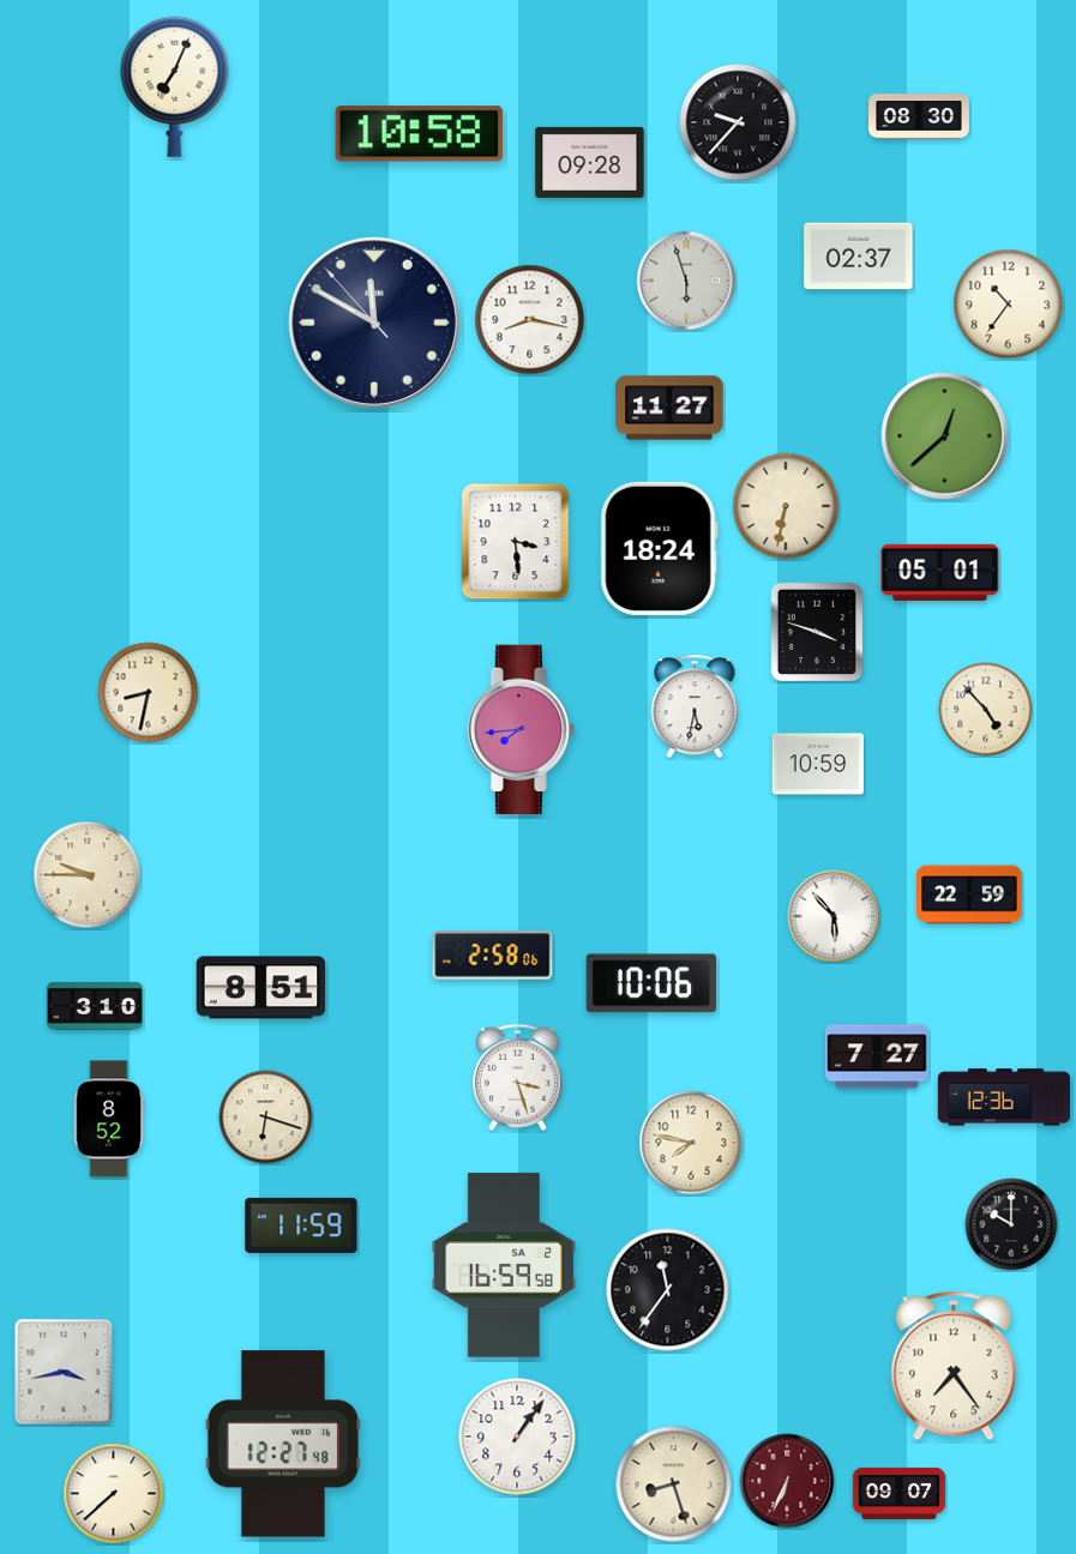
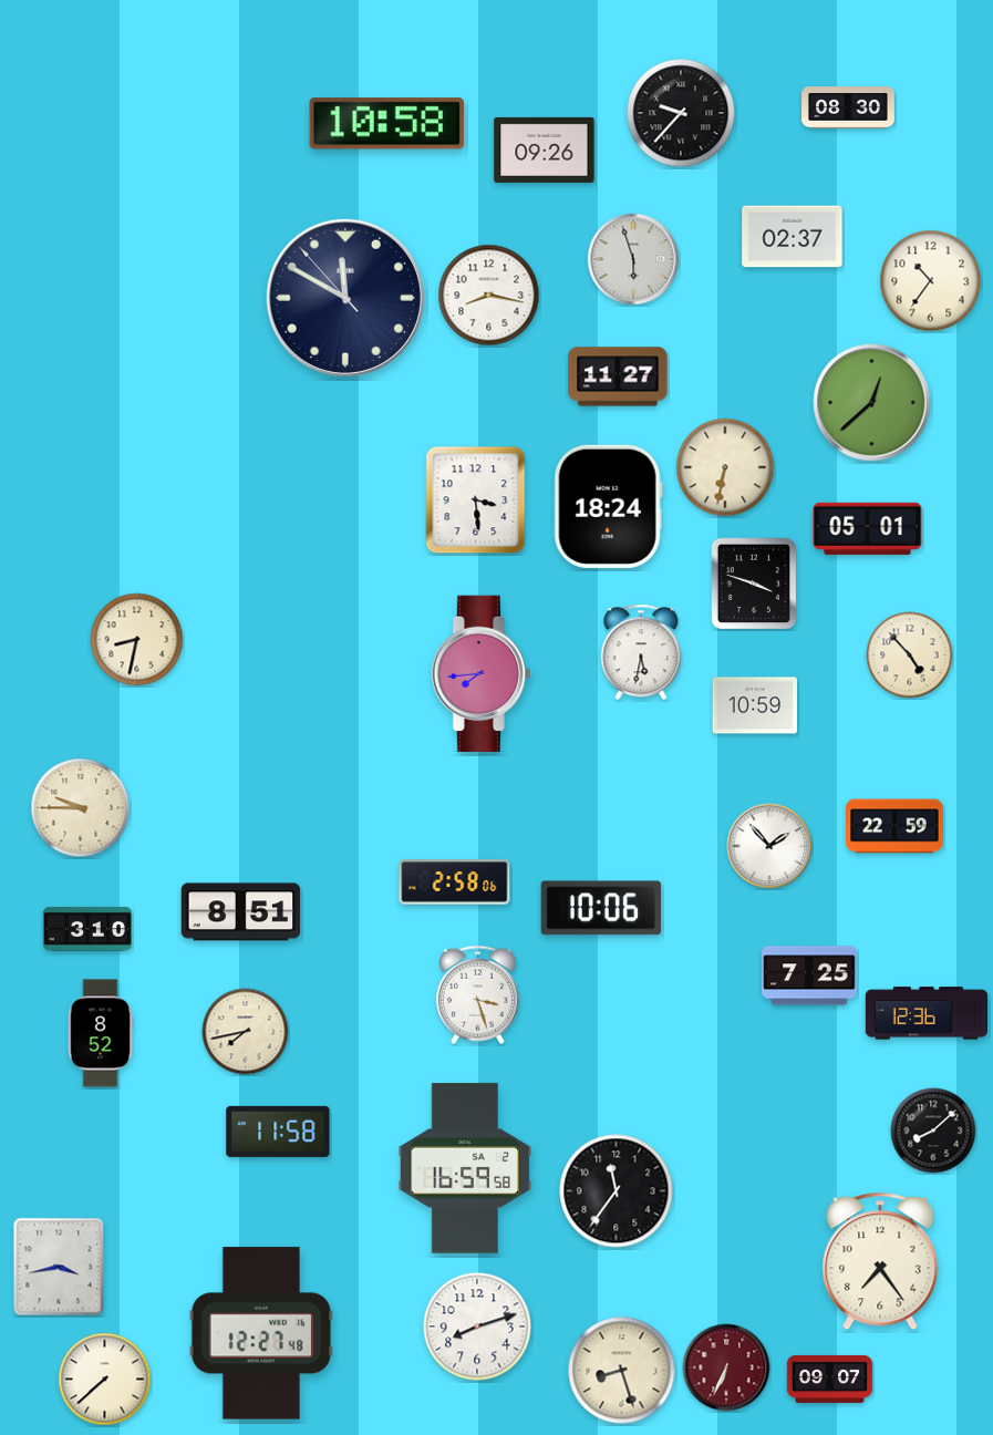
clock at (175, 86): 7:04 -> none
clock at (590, 162): 09:28 -> 09:26
clock at (834, 916): 5:53 -> 1:53
clock at (877, 1056): 7:27 -> 7:25
clock at (266, 1118): 6:18 -> 7:43
clock at (691, 1143): 7:47 -> none
clock at (1011, 1224): 10:00 -> 8:08
clock at (301, 1225): 11:59 -> 11:58
clock at (517, 1436): 1:06 -> 8:12
